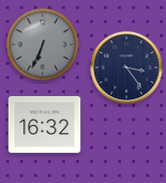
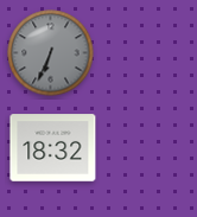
clock at (127, 68): 3:24 -> none
clock at (45, 125): 16:32 -> 18:32
